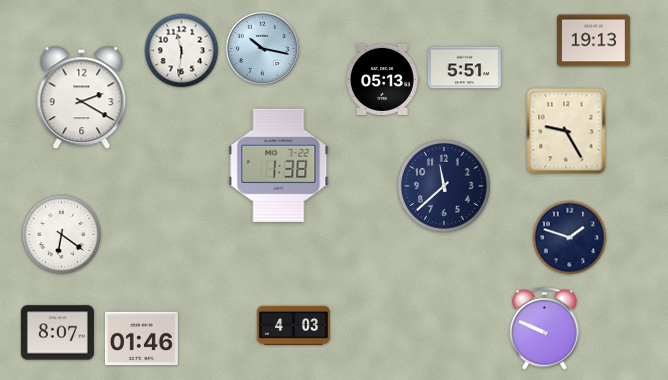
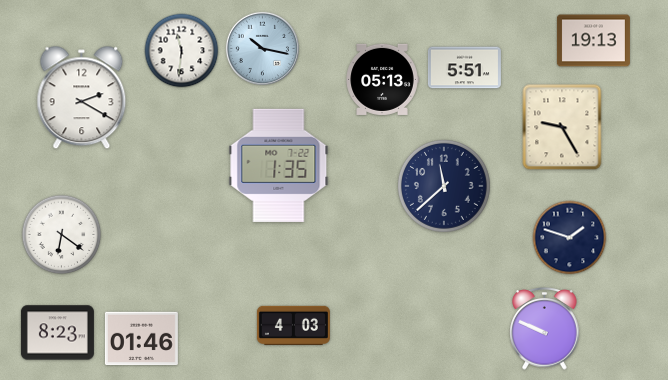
clock at (566, 131) position: (566, 131) -> (562, 127)
clock at (279, 165): 1:38 -> 1:35
clock at (57, 333): 8:07 -> 8:23
